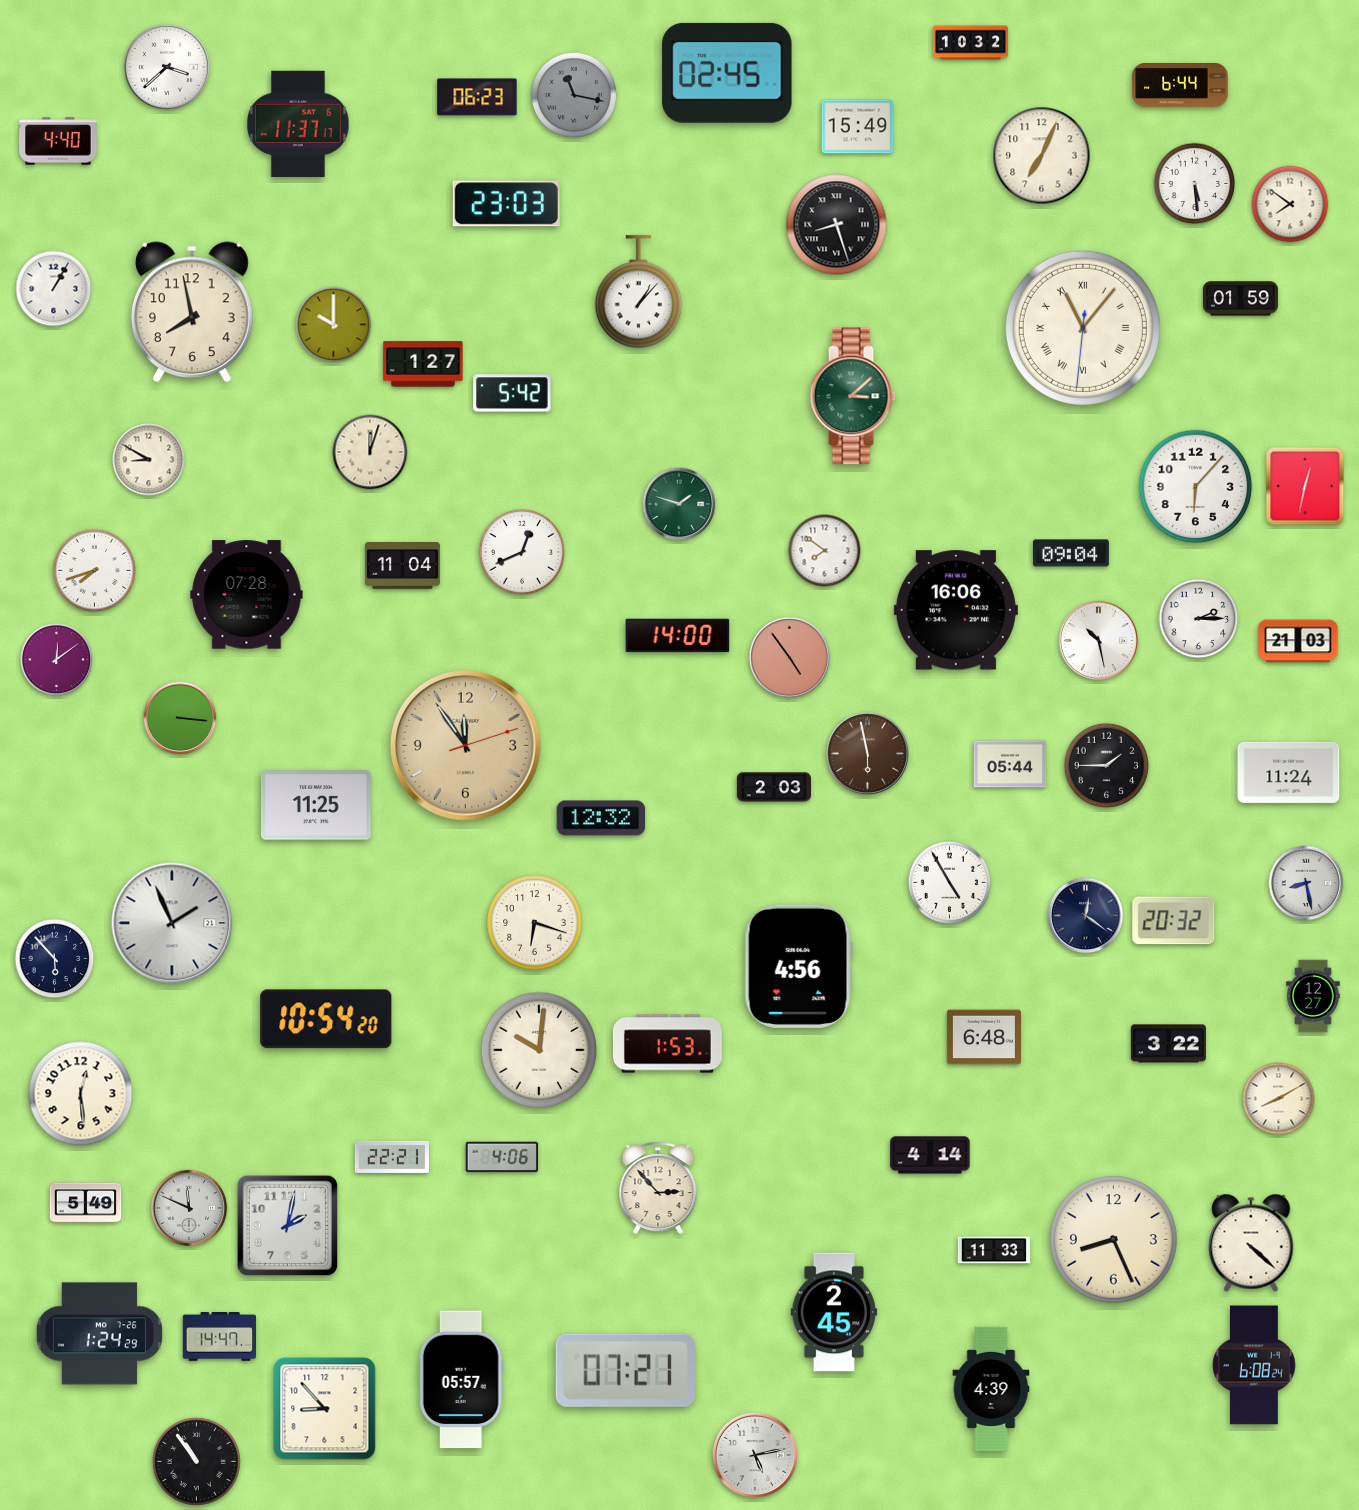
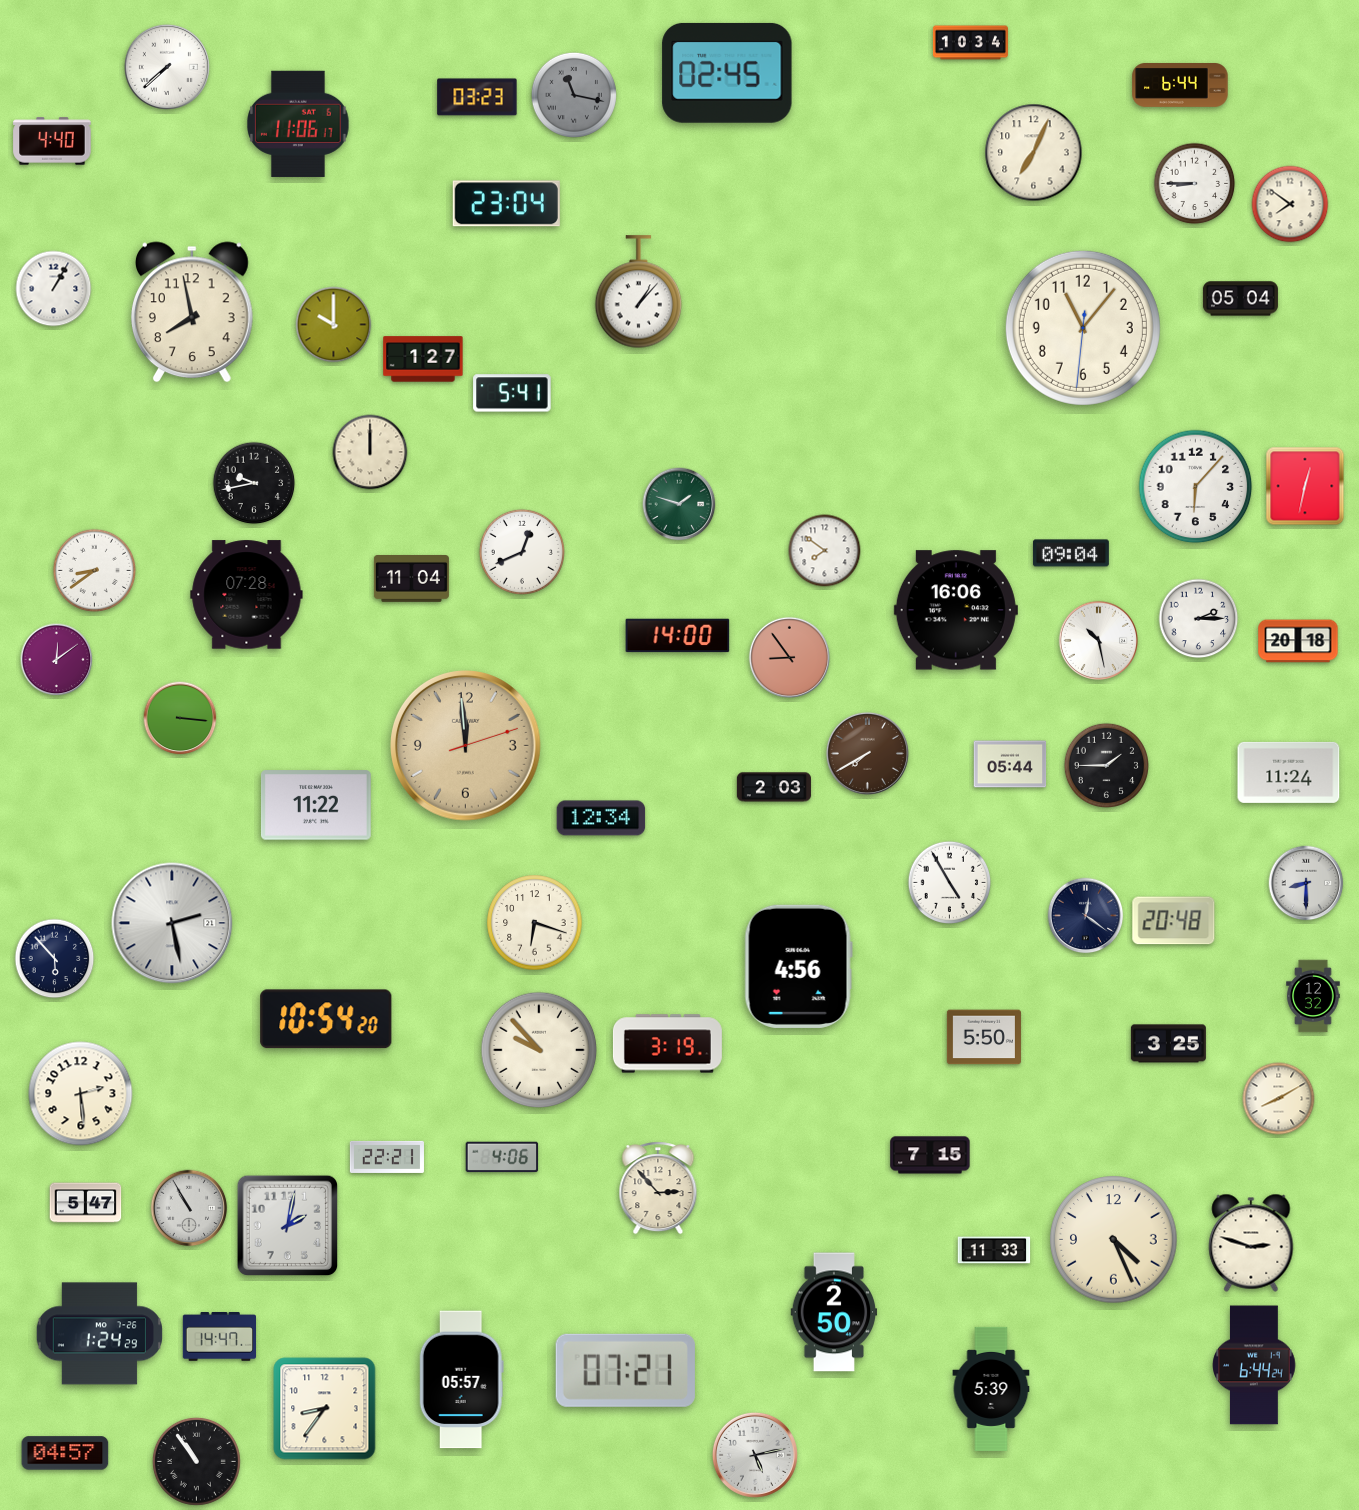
clock at (970, 43): 10:32 -> 10:34
clock at (167, 67): 3:38 -> 7:38
clock at (477, 97): 06:23 -> 03:23
clock at (298, 124): 11:37 -> 11:06
clock at (858, 127): 15:49 -> none
clock at (58, 141) position: (58, 141) -> (52, 141)
clock at (1042, 156) position: (1042, 156) -> (1034, 153)
clock at (1195, 184): 5:29 -> 8:45
clock at (506, 204): 23:03 -> 23:04
clock at (837, 225): 8:27 -> none
clock at (1240, 299): 01:59 -> 05:04
clock at (1083, 328) numerals: Roman -> Arabic
clock at (423, 364) position: (423, 364) -> (423, 359)
clock at (512, 393): 5:42 -> 5:41
clock at (853, 396): 3:08 -> none
clock at (370, 452): 12:03 -> 12:00
clock at (149, 460): 8:50 -> none
clock at (254, 483): none -> 9:43
clock at (402, 566) position: (402, 566) -> (411, 579)
clock at (95, 571): 7:42 -> 8:39
clock at (1298, 641): 21:03 -> 20:18
clock at (789, 657): 4:54 -> 8:54
clock at (466, 746): 11:54 -> 11:59
clock at (867, 753): 5:58 -> 7:40
clock at (316, 805): 11:25 -> 11:22
clock at (601, 818): 12:32 -> 12:34
clock at (1306, 883): 8:28 -> 8:30
clock at (1174, 921): 20:32 -> 20:48
clock at (172, 923): 1:56 -> 2:28
clock at (1313, 996): 12:27 -> 12:32
clock at (984, 1037): 6:48 -> 5:50
clock at (667, 1044): 1:53 -> 3:19
clock at (1168, 1044): 3:22 -> 3:25
clock at (539, 1050): 10:01 -> 9:53
clock at (81, 1094): 12:29 -> 2:29
clock at (930, 1155): 4:14 -> 7:15
clock at (392, 1157) position: (392, 1157) -> (387, 1157)
clock at (86, 1203): 5:49 -> 5:47
clock at (189, 1208): 11:49 -> 10:55
clock at (1114, 1240): 8:26 -> 4:26
clock at (1251, 1243): 4:22 -> 2:48
clock at (834, 1312): 2:45 -> 2:50
clock at (1254, 1365): 6:08 -> 6:44
clock at (991, 1389): 4:39 -> 5:39
clock at (325, 1409): 8:53 -> 8:36
clock at (65, 1453): none -> 04:57
